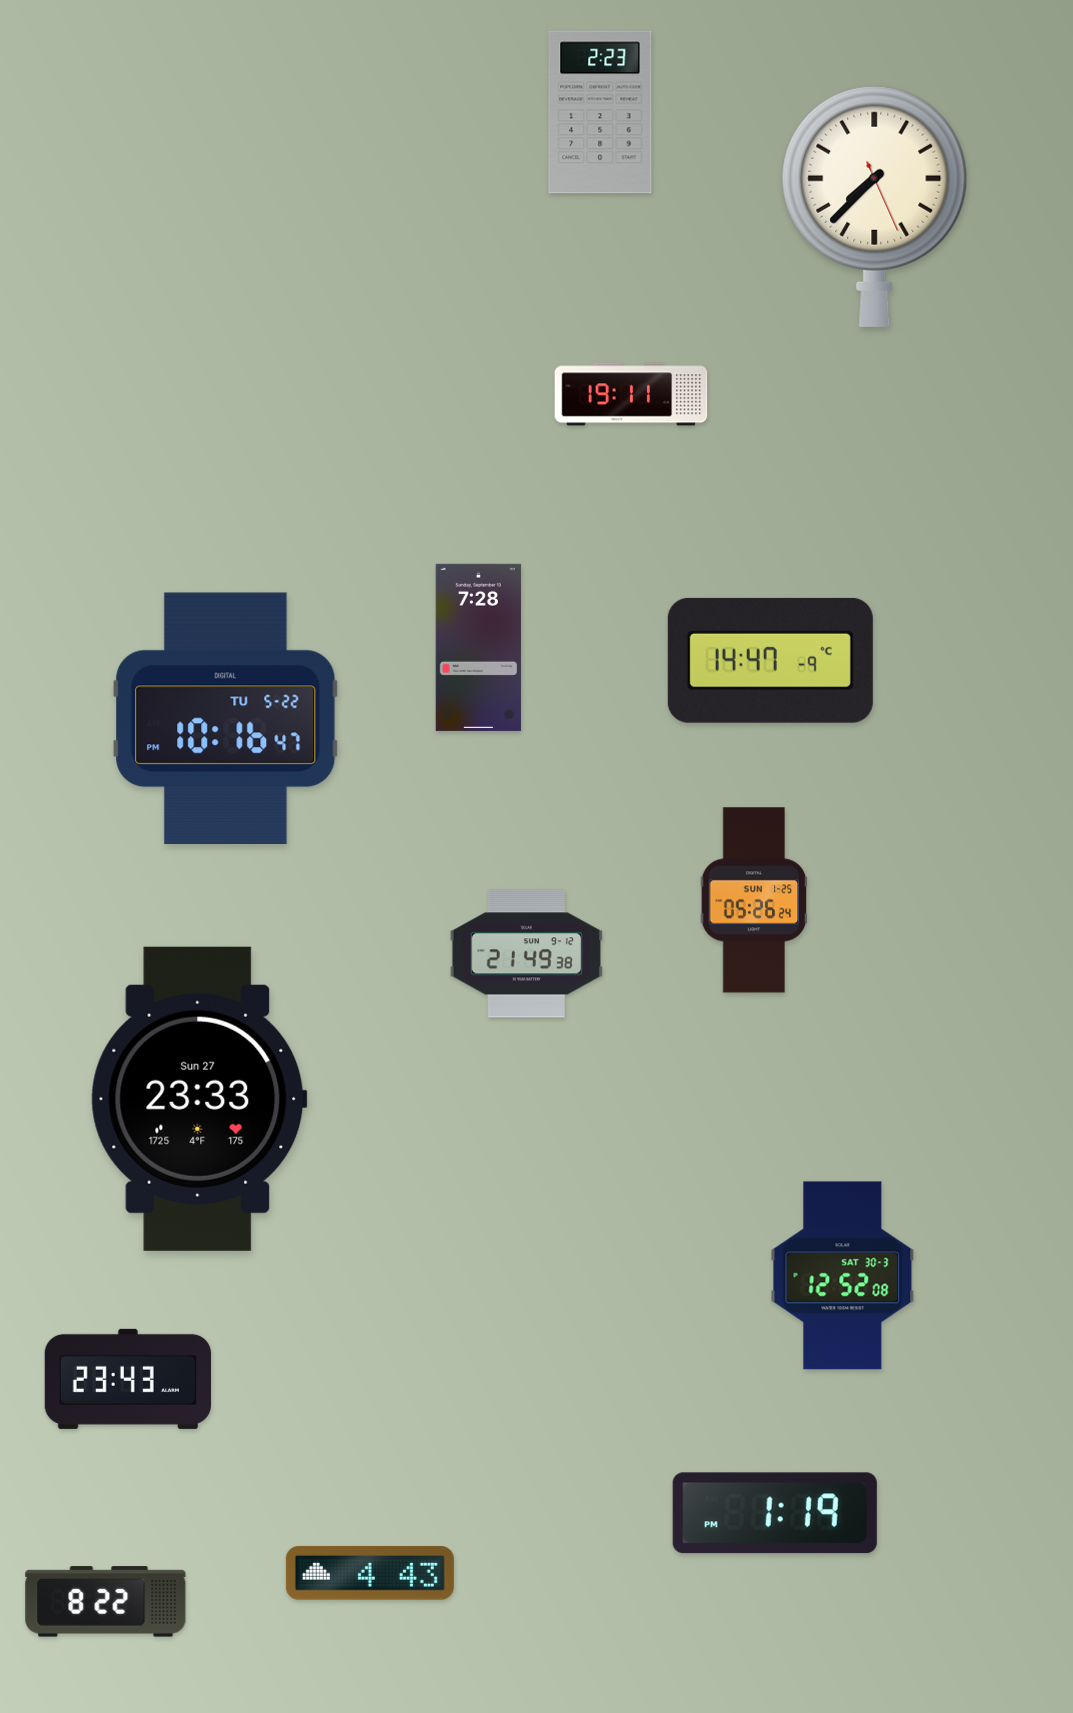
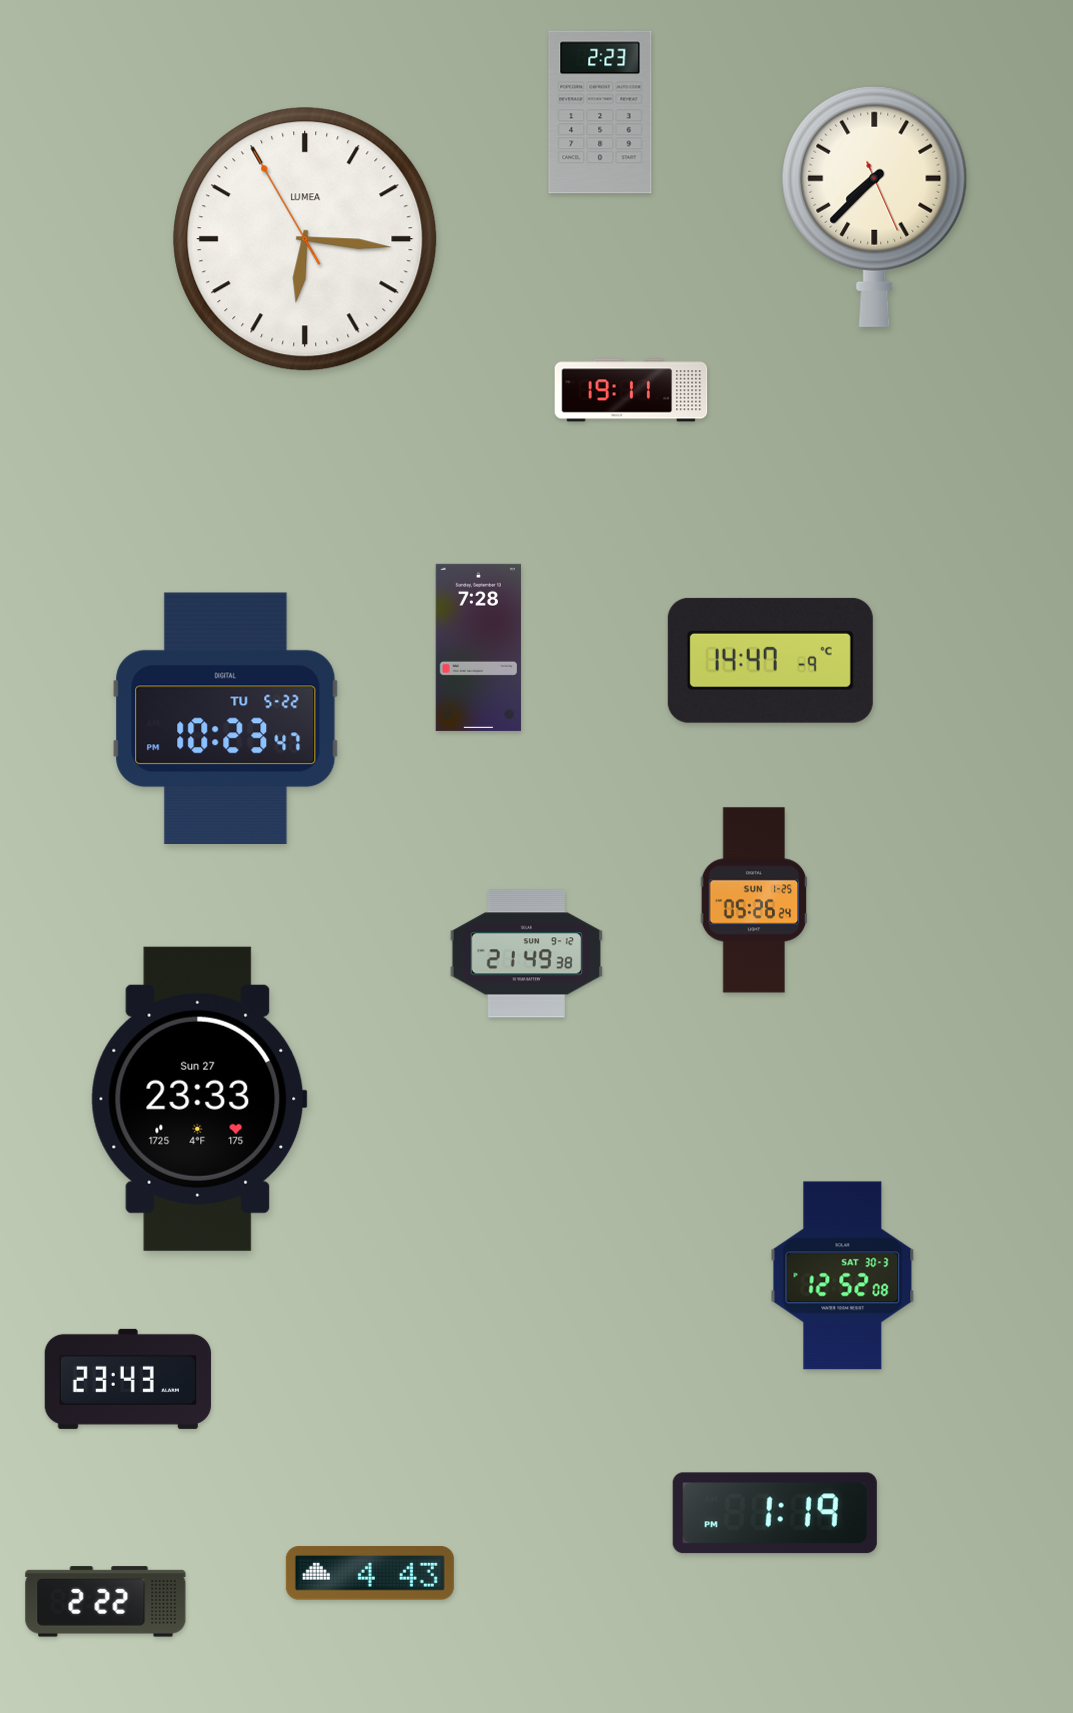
clock at (305, 239): none -> 6:15
clock at (631, 394) position: (631, 394) -> (631, 390)
clock at (226, 718): 10:16 -> 10:23
clock at (106, 1602): 8:22 -> 2:22
